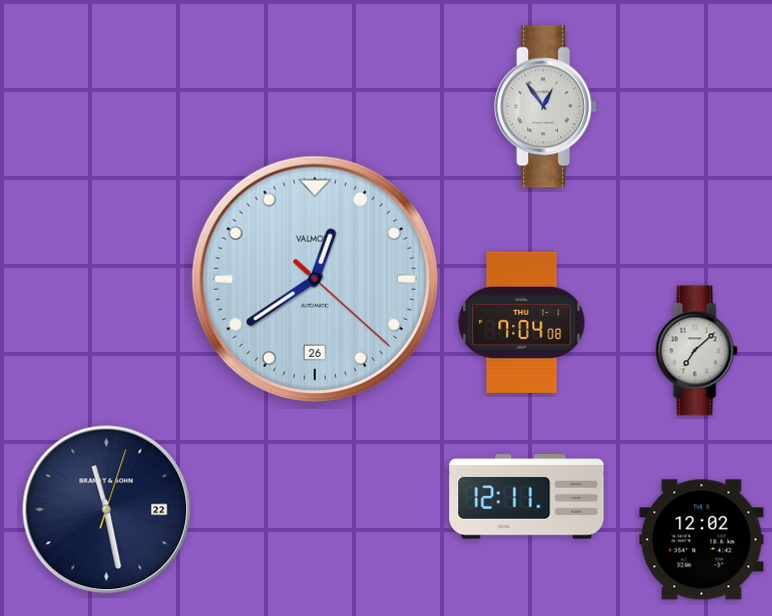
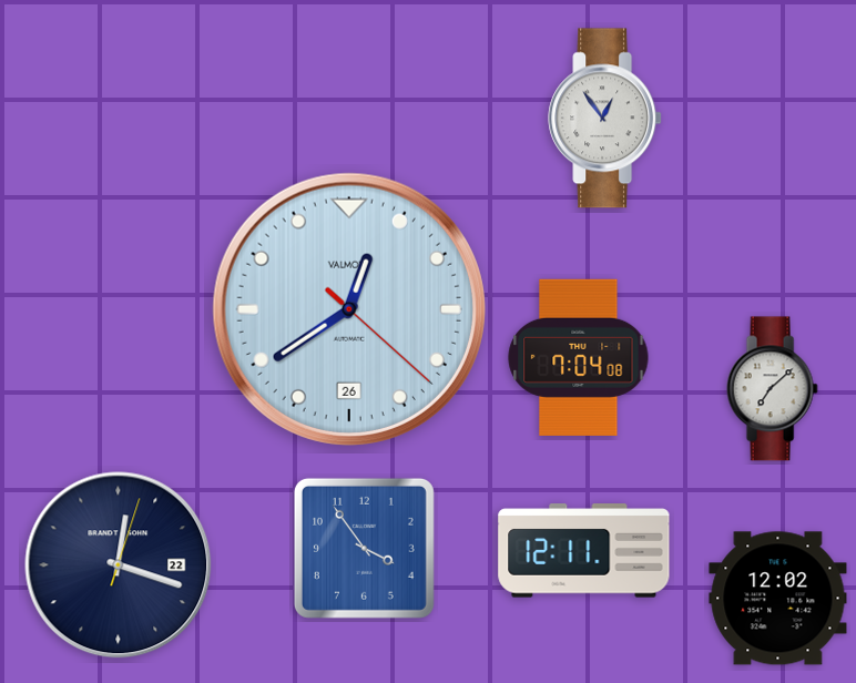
clock at (364, 548): none -> 3:54
clock at (107, 510): 11:28 -> 12:18
